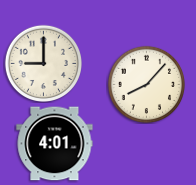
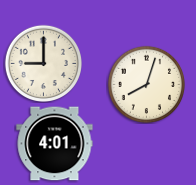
clock at (146, 84): 8:07 -> 8:03
